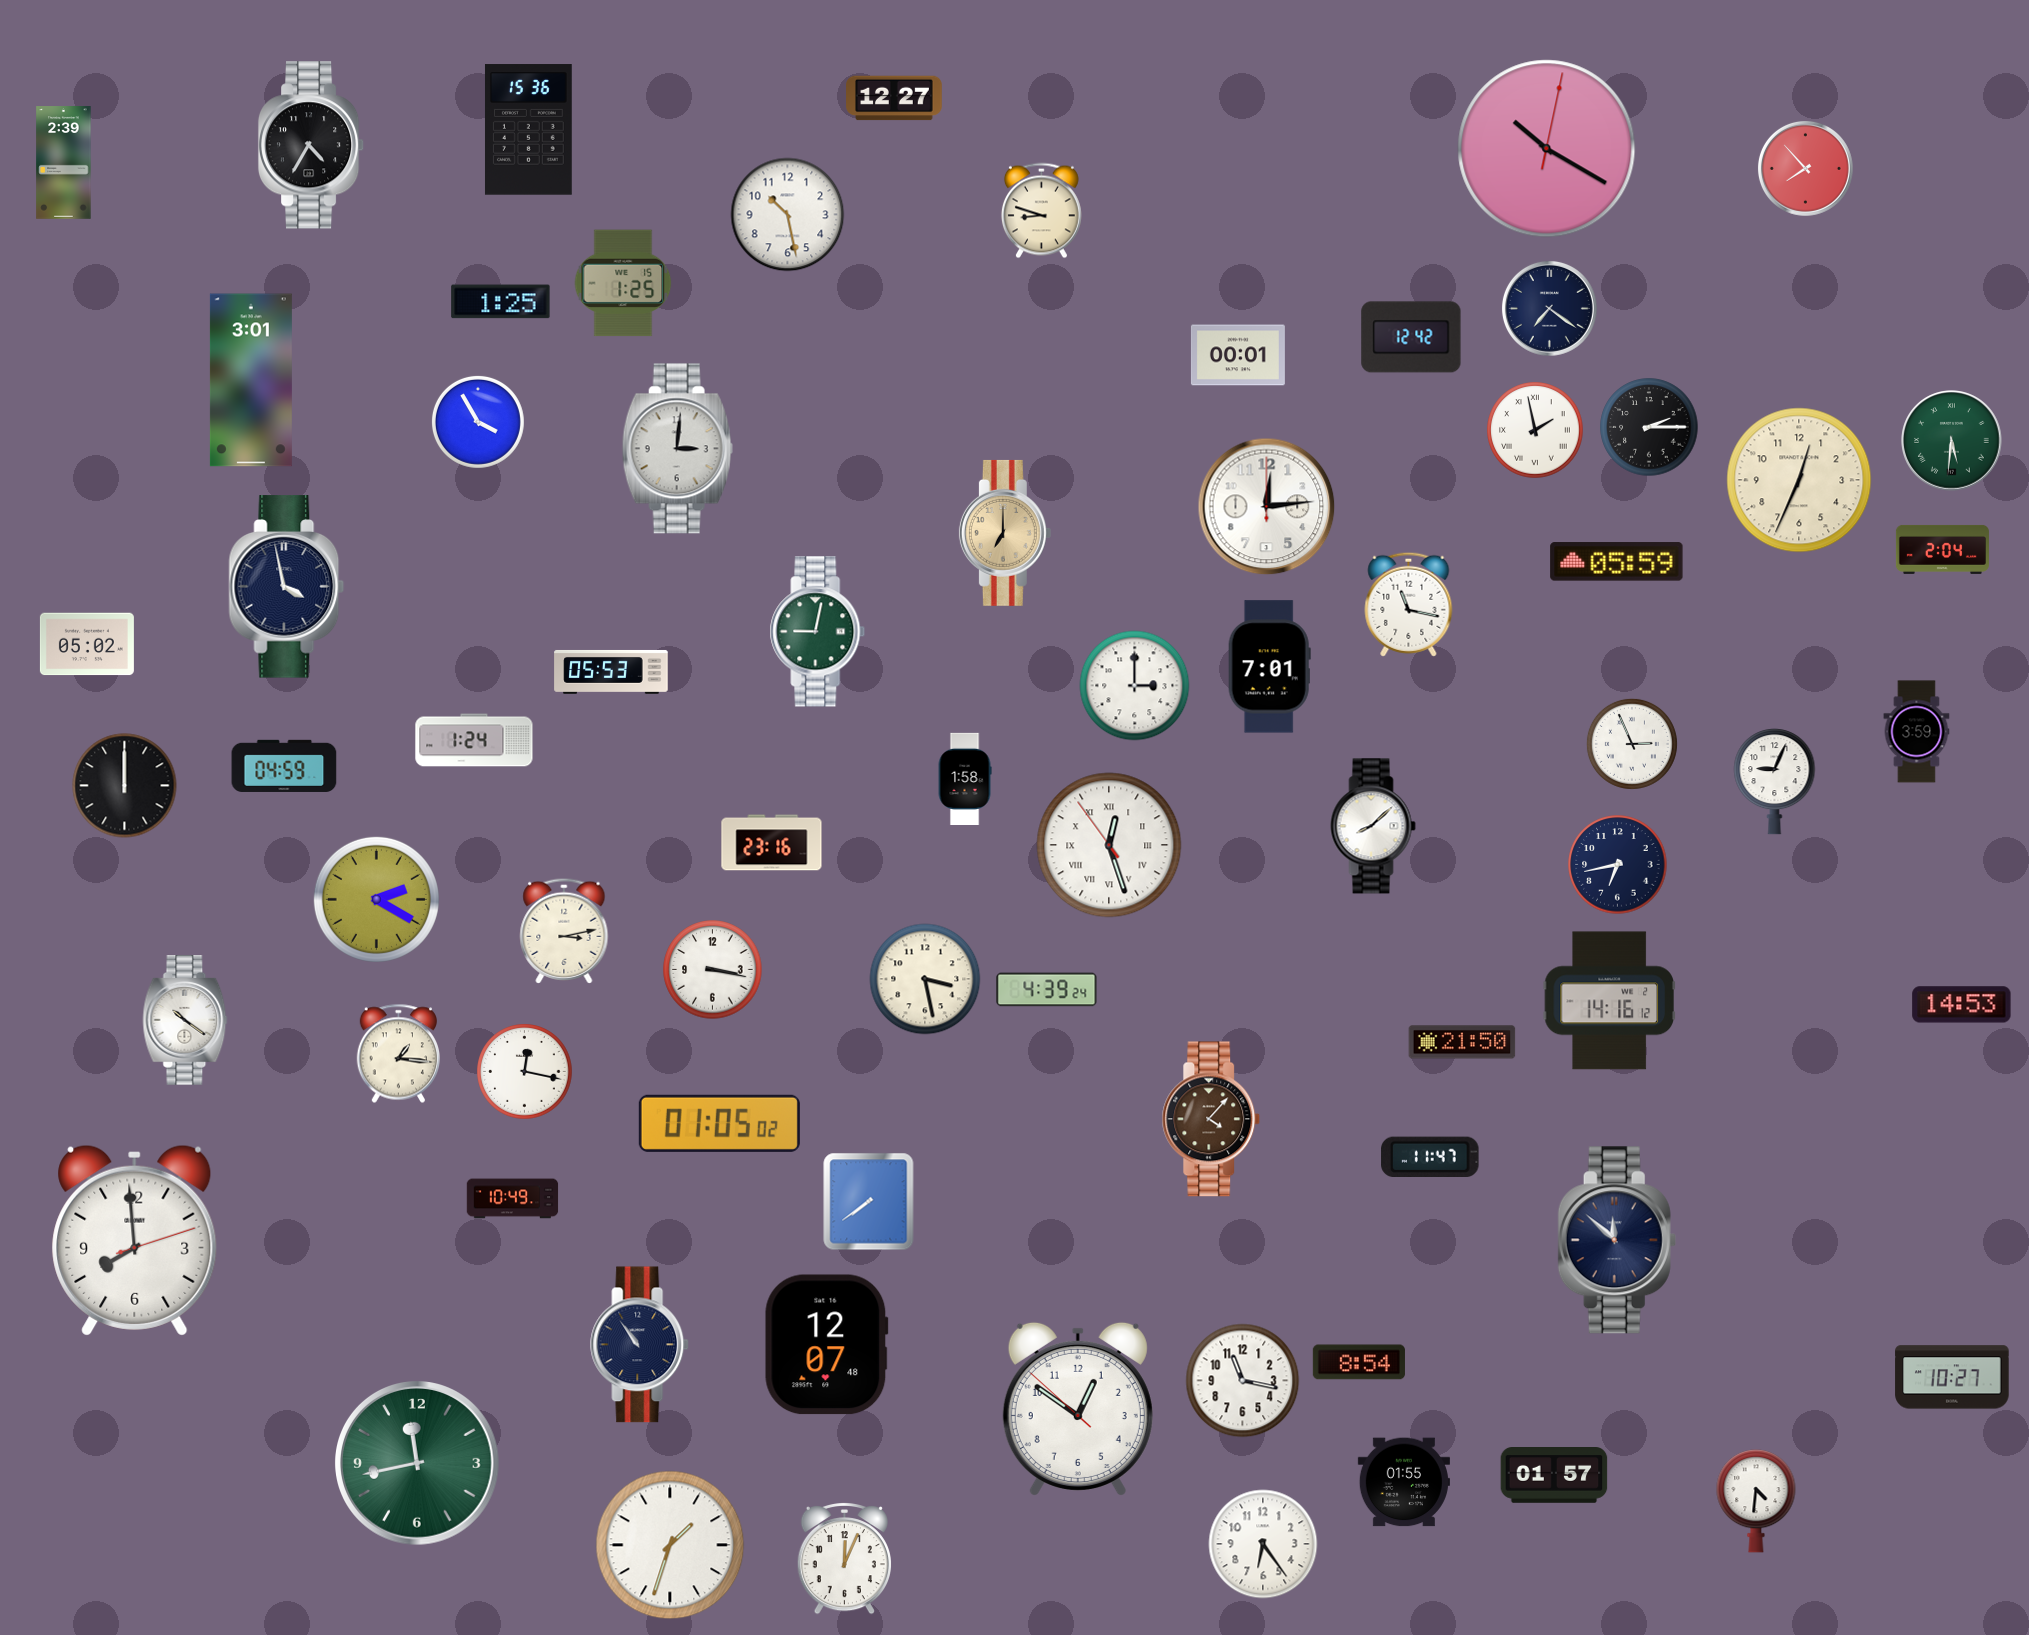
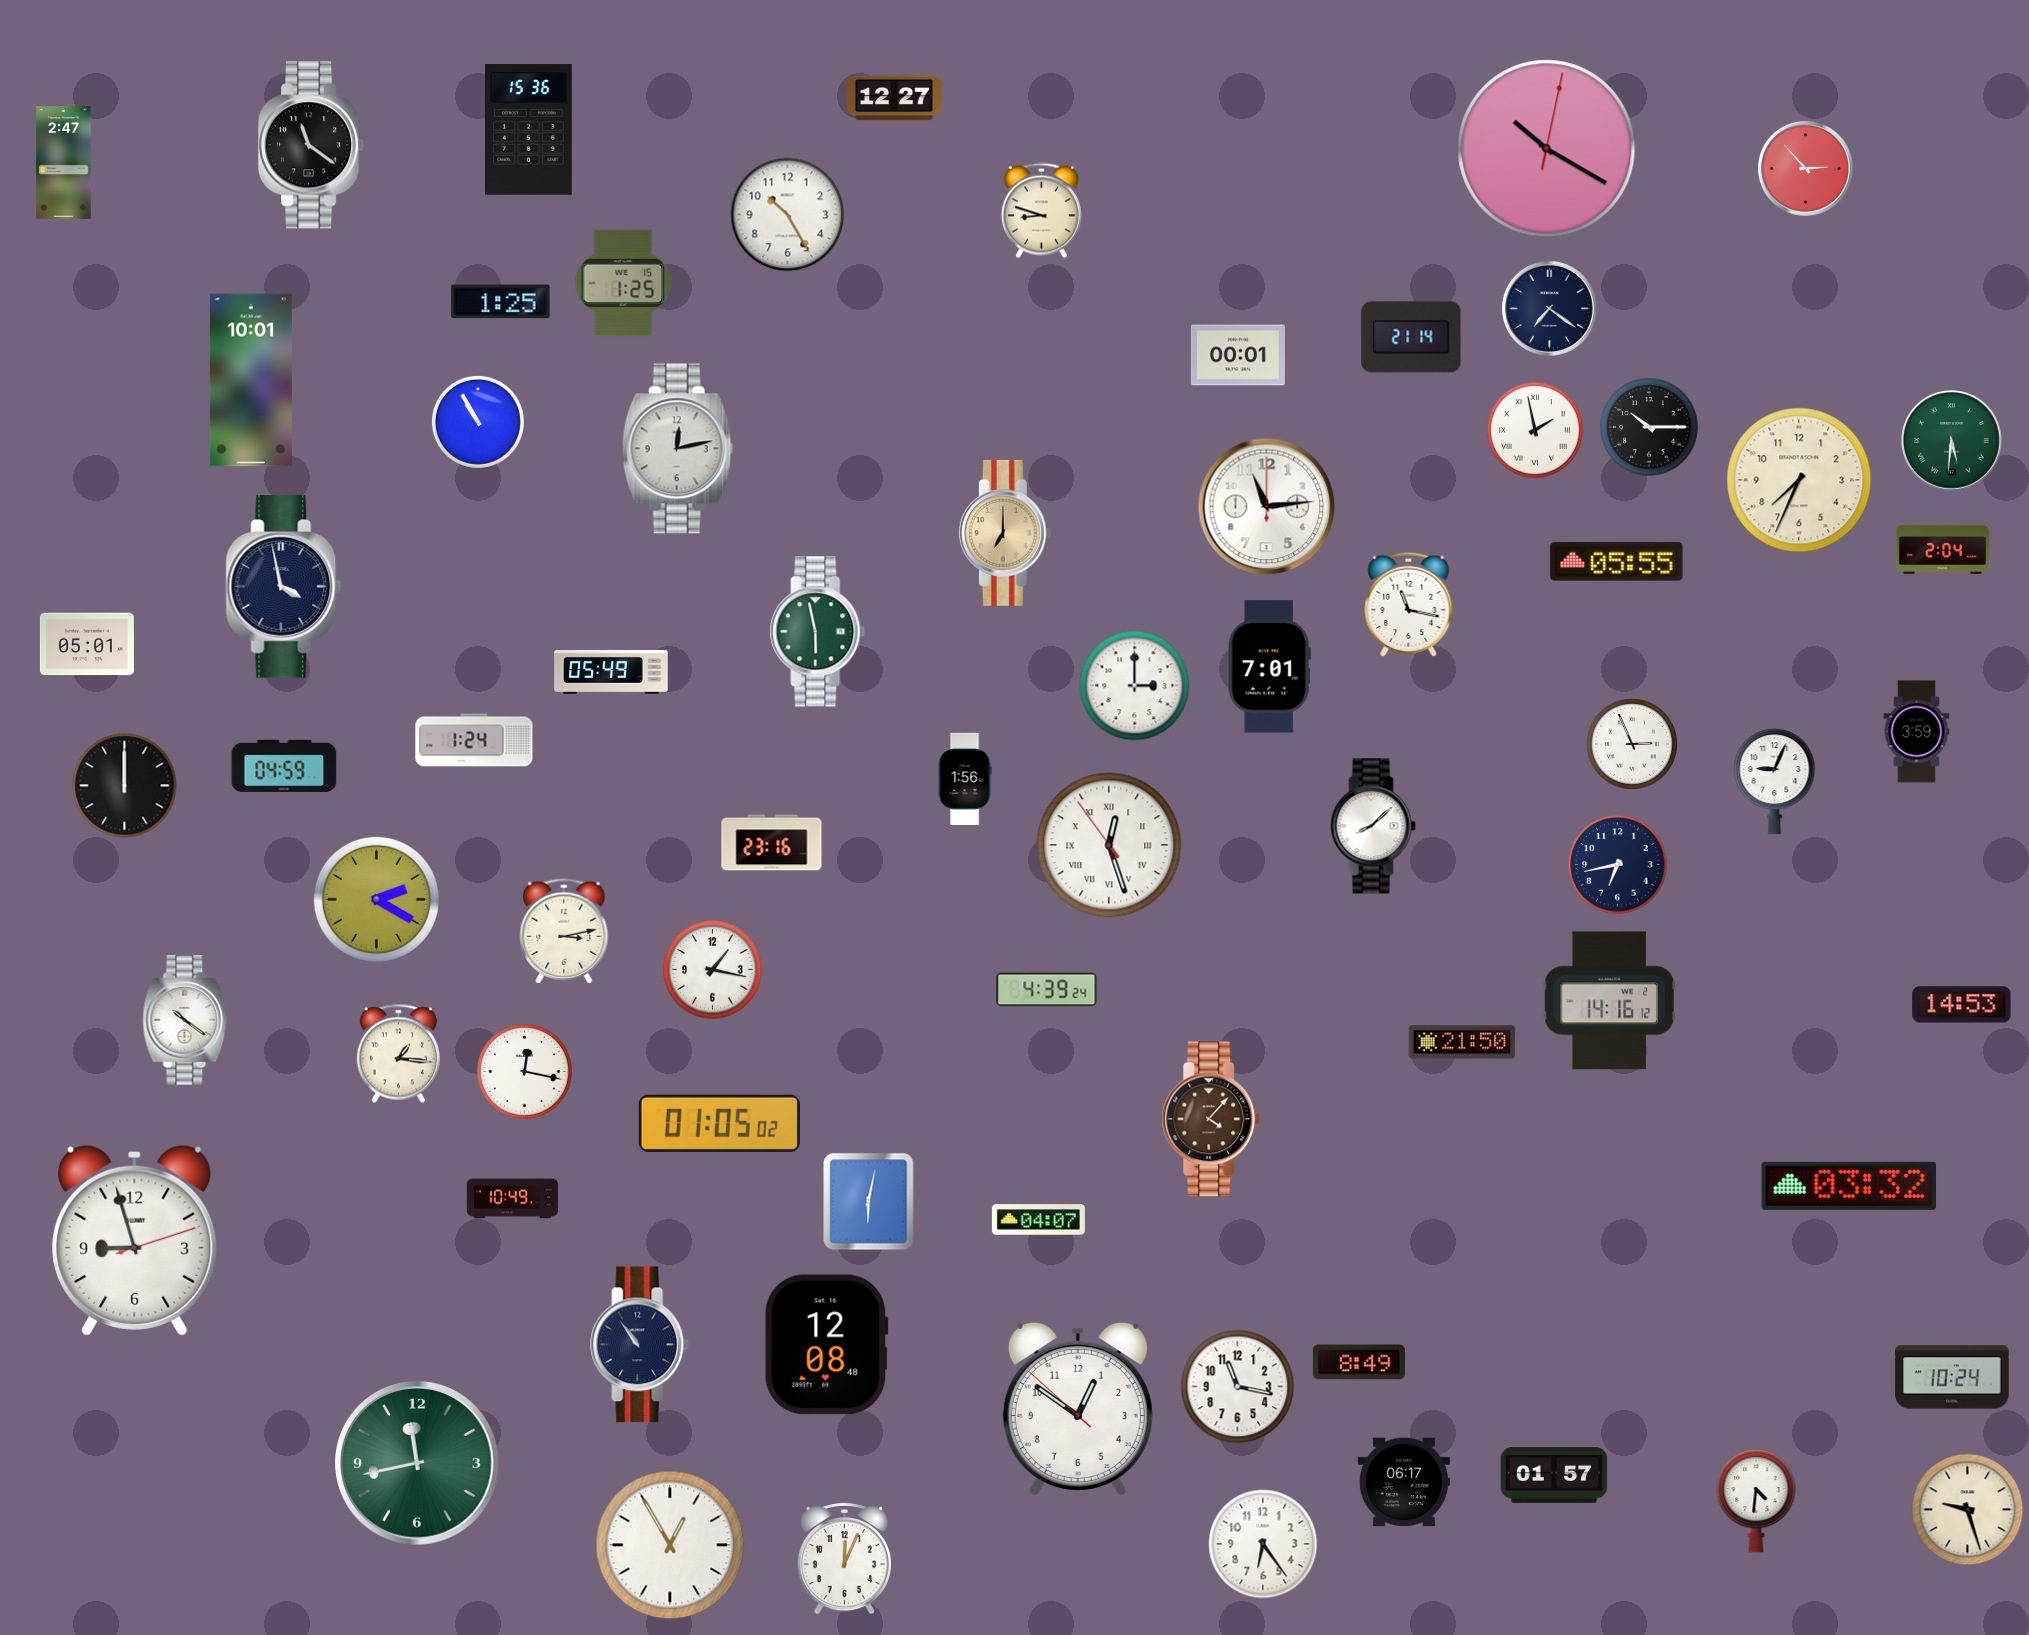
clock at (311, 145): 4:35 -> 11:21
clock at (64, 163): 2:39 -> 2:47
clock at (1805, 168): 7:53 -> 2:53
clock at (788, 215): 10:28 -> 10:25
clock at (1411, 337): 12:42 -> 21:14
clock at (251, 380): 3:01 -> 10:01
clock at (478, 422): 3:55 -> 10:55
clock at (1649, 427): 2:15 -> 10:15
clock at (677, 449): 3:01 -> 12:13
clock at (1799, 480): 12:34 -> 7:34
clock at (1267, 507): 12:14 -> 11:14
clock at (1617, 562): 05:59 -> 05:55
clock at (287, 587) position: (287, 587) -> (284, 587)
clock at (818, 632): 9:02 -> 5:58
clock at (87, 644): 05:02 -> 05:01
clock at (611, 672): 05:53 -> 05:49
clock at (965, 778): 1:58 -> 1:56
clock at (713, 970): 3:17 -> 1:17
clock at (925, 979): 3:28 -> none
clock at (1430, 1156): 11:47 -> none
clock at (1849, 1186): none -> 03:32
clock at (869, 1202): 7:39 -> 6:02
clock at (1038, 1220): none -> 04:07
clock at (135, 1240): 7:59 -> 8:57
clock at (1617, 1240): 11:52 -> none
clock at (826, 1345): 12:07 -> 12:08
clock at (1359, 1362): 8:54 -> 8:49
clock at (1952, 1377): 10:27 -> 10:24
clock at (1243, 1381) position: (1243, 1381) -> (1238, 1387)
clock at (1404, 1482): 01:55 -> 06:17
clock at (1968, 1510): none -> 9:27
clock at (670, 1545): 1:33 -> 12:55
